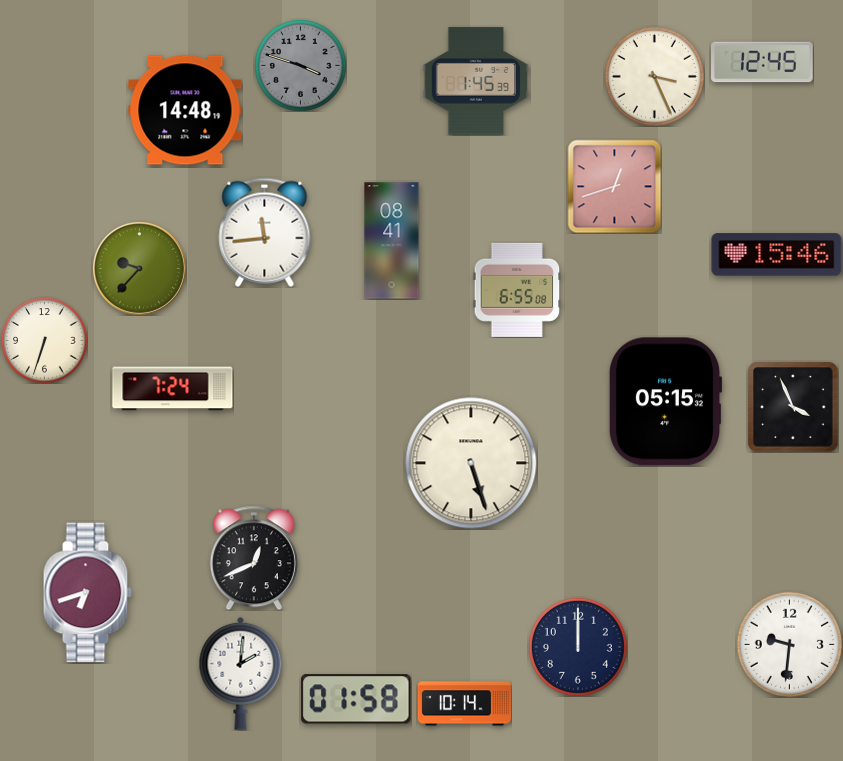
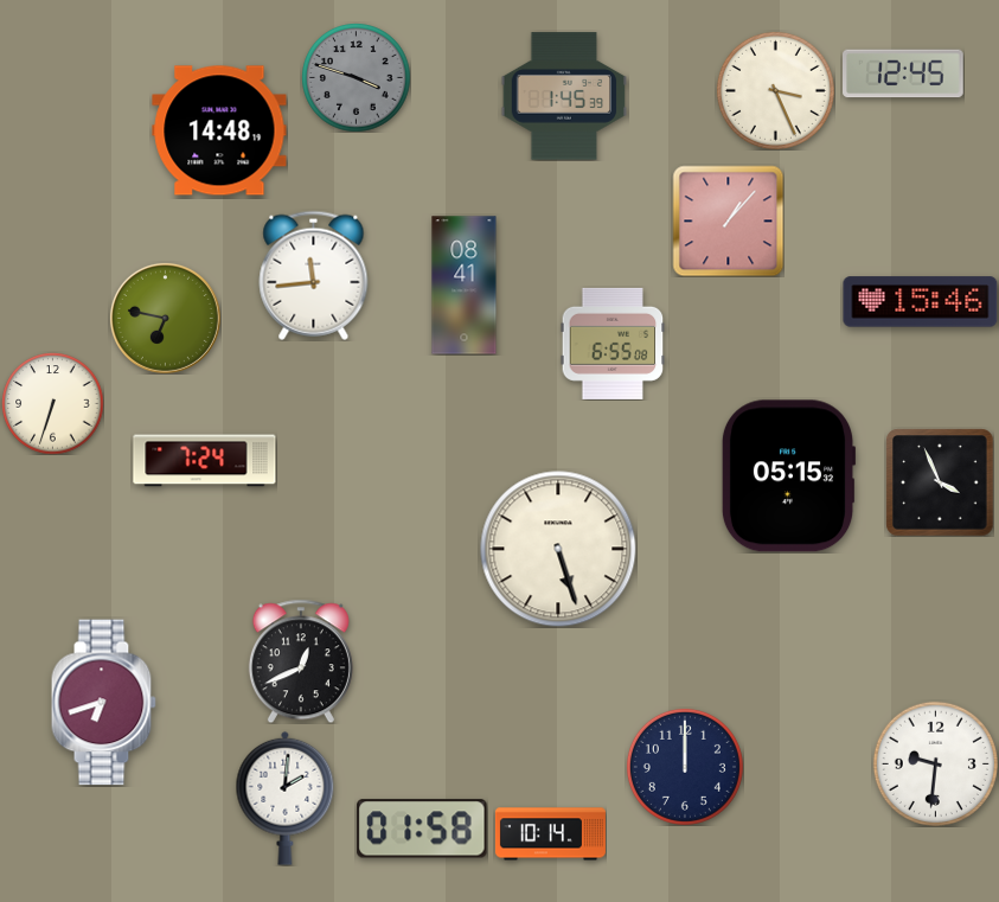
clock at (614, 186): 12:42 -> 1:07
clock at (139, 268): 9:37 -> 6:47
